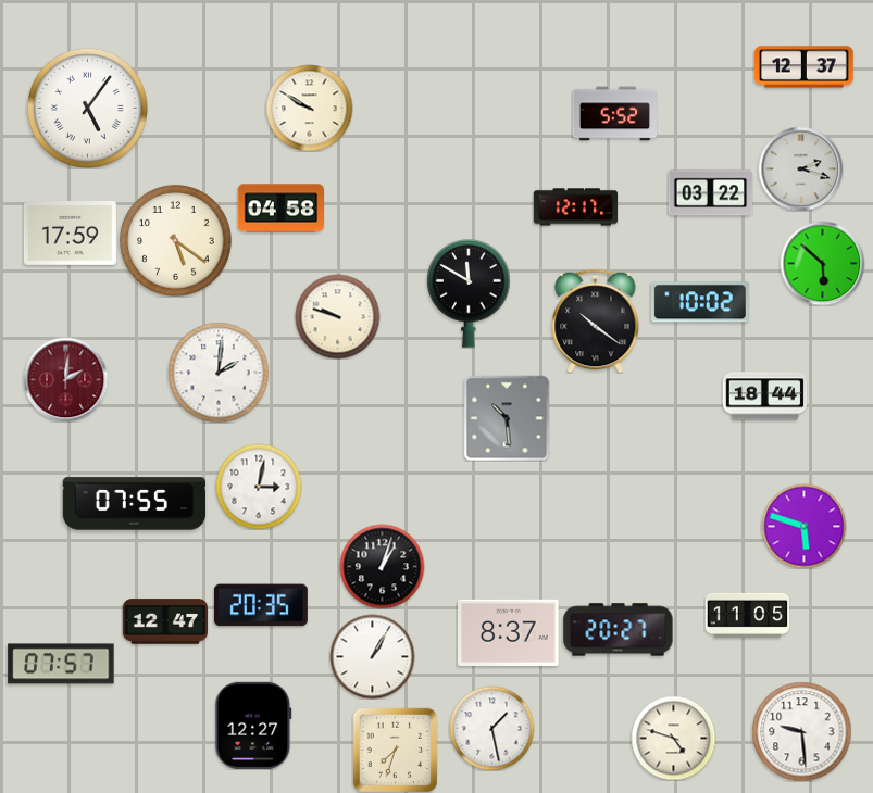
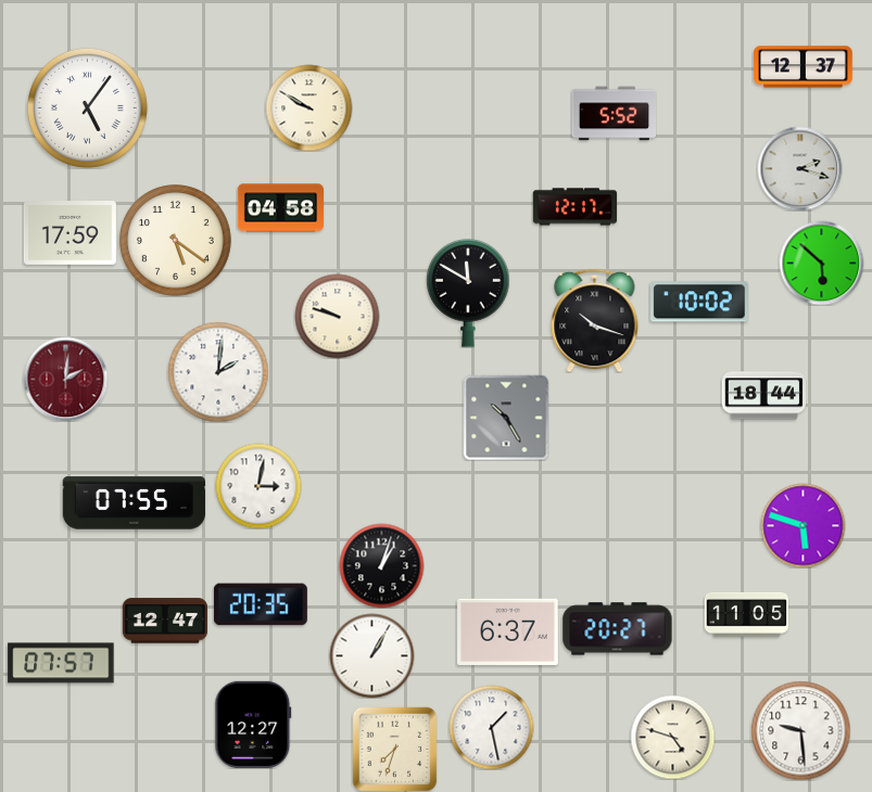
clock at (710, 193): 03:22 -> none
clock at (596, 320): 10:21 -> 10:18
clock at (507, 418): 10:29 -> 10:25
clock at (509, 632): 8:37 -> 6:37
